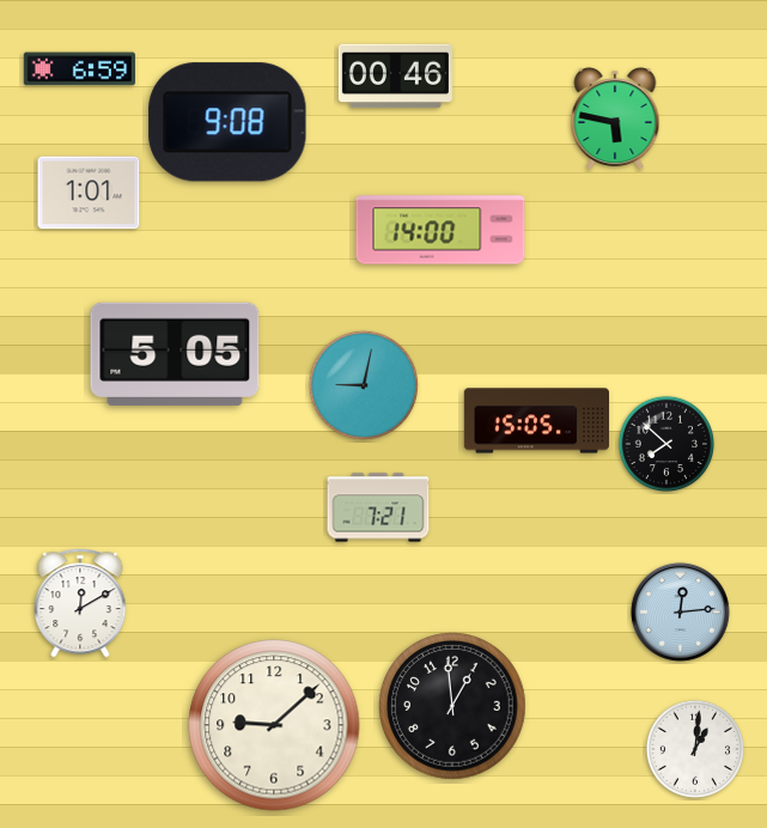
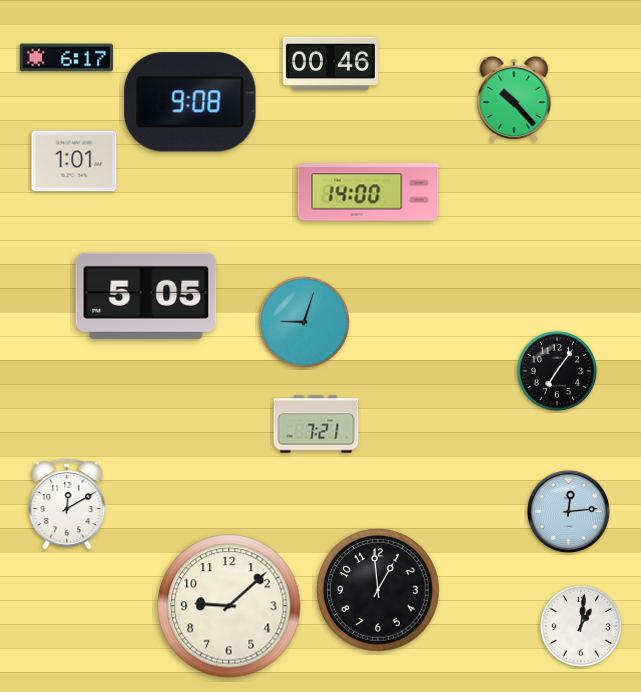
clock at (79, 69): 6:59 -> 6:17
clock at (615, 120): 5:47 -> 10:23
clock at (364, 385): 9:02 -> 9:03
clock at (536, 421): 15:05 -> none
clock at (665, 443): 7:52 -> 7:06
